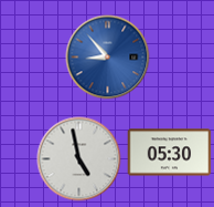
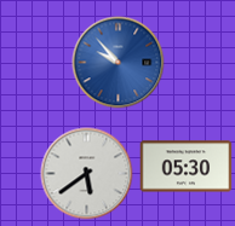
clock at (108, 58): 8:53 -> 9:53
clock at (79, 159): 4:58 -> 5:39
